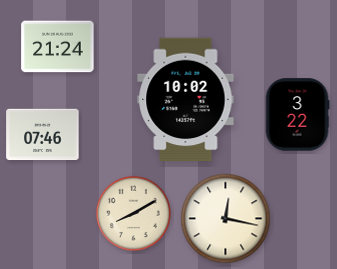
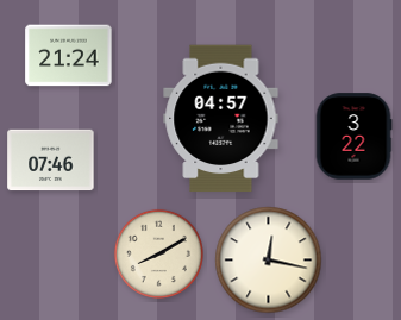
clock at (186, 100): 10:02 -> 04:57
